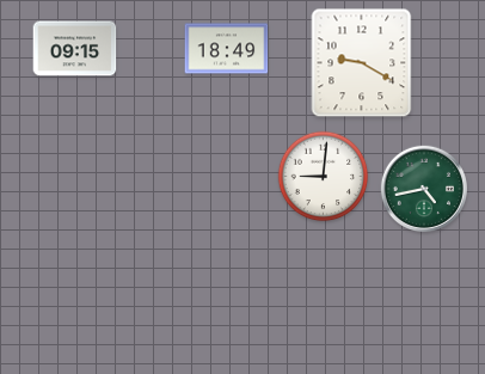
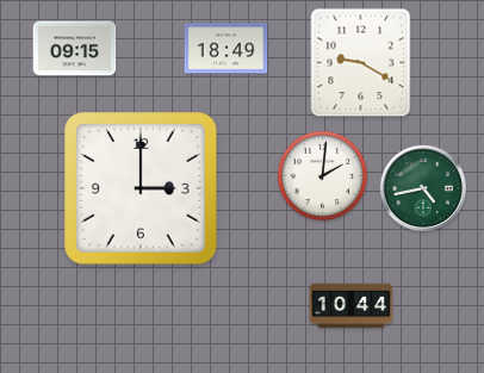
clock at (324, 177): 9:01 -> 2:01
clock at (141, 188): none -> 3:00
clock at (352, 306): none -> 10:44
